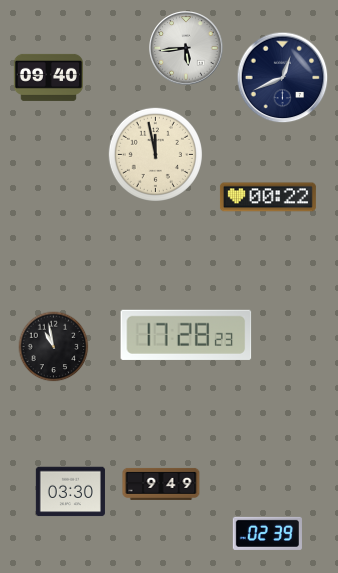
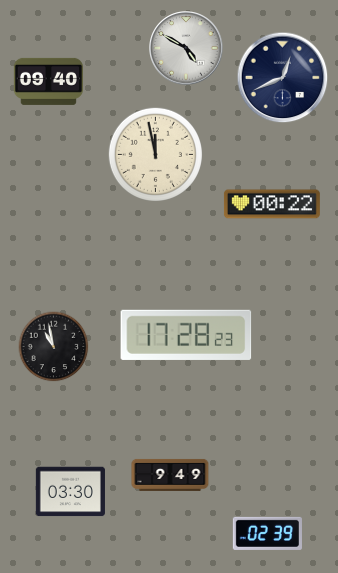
clock at (186, 48): 5:44 -> 4:50
clock at (48, 77) position: (48, 77) -> (48, 81)
clock at (268, 197) position: (268, 197) -> (272, 204)
clock at (161, 484) position: (161, 484) -> (170, 475)
